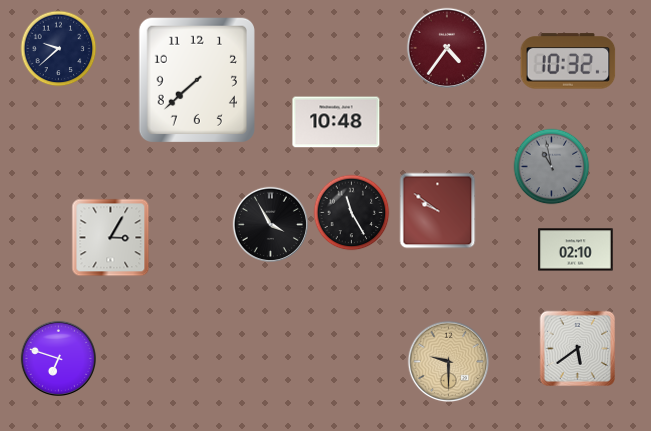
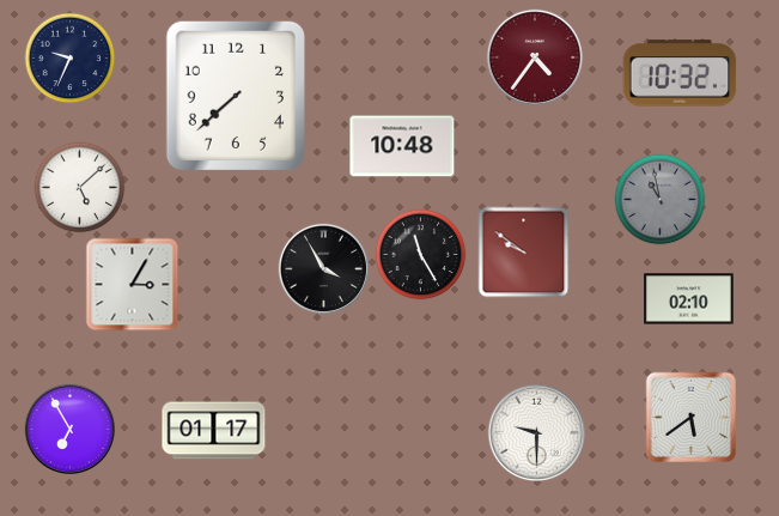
clock at (59, 49): 9:38 -> 9:34
clock at (80, 188): none -> 5:08
clock at (58, 358): 6:48 -> 6:55
clock at (214, 431): none -> 01:17
clock at (449, 362) dial: champagne -> white
